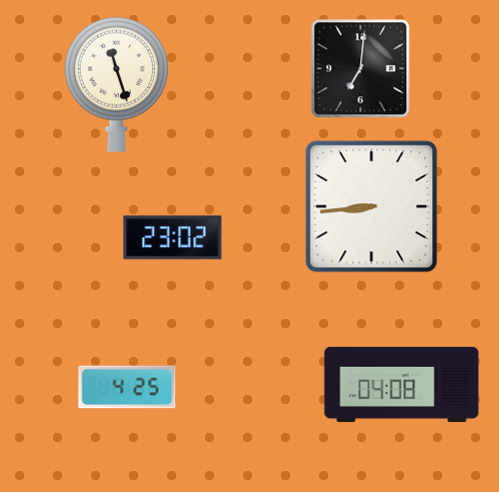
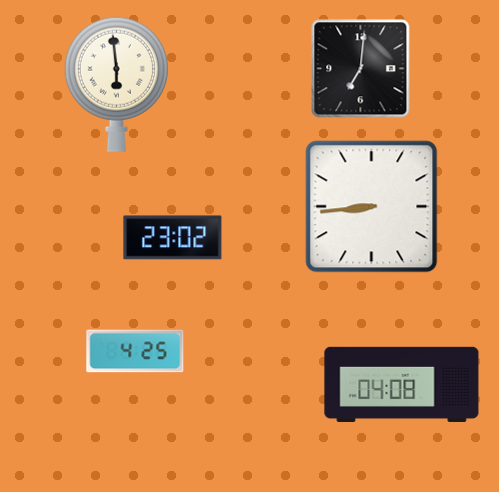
clock at (116, 84): 11:27 -> 5:59
clock at (127, 387) position: (127, 387) -> (135, 351)
